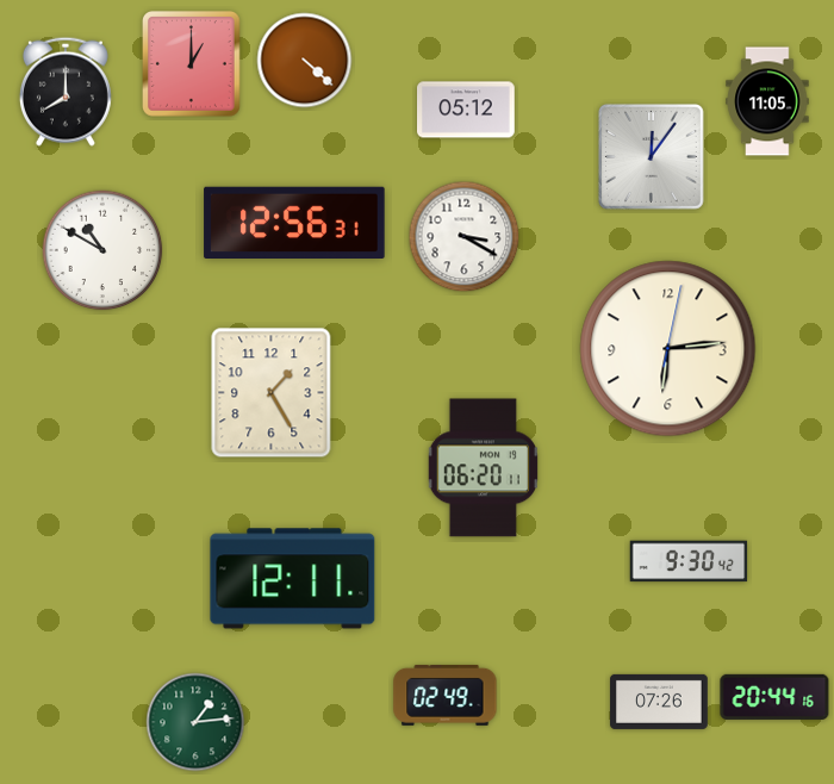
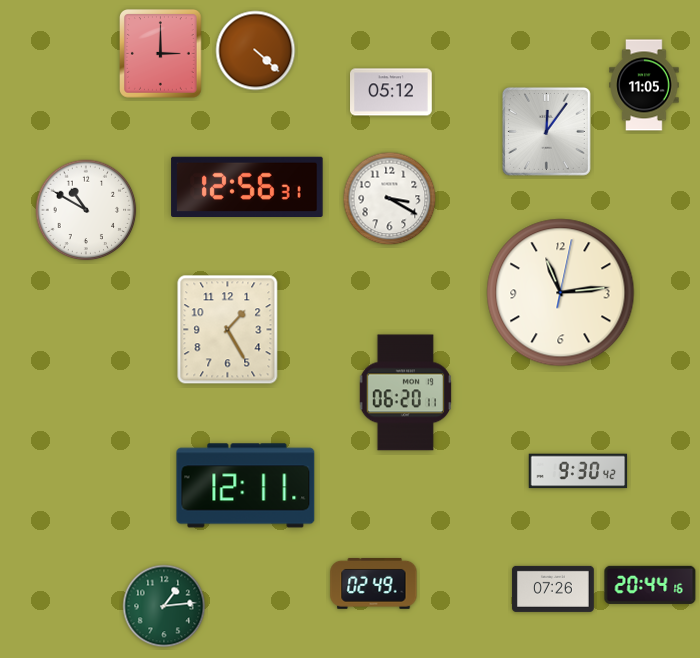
clock at (192, 64): 1:00 -> 3:00
clock at (66, 92): 8:00 -> none
clock at (668, 349): 6:14 -> 11:14
